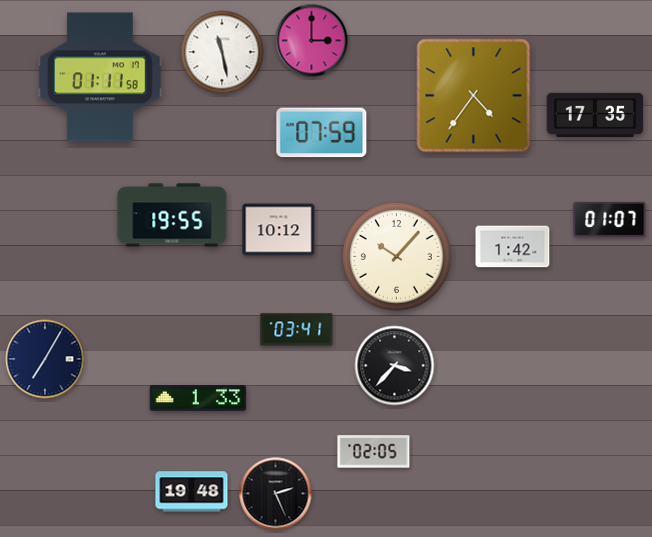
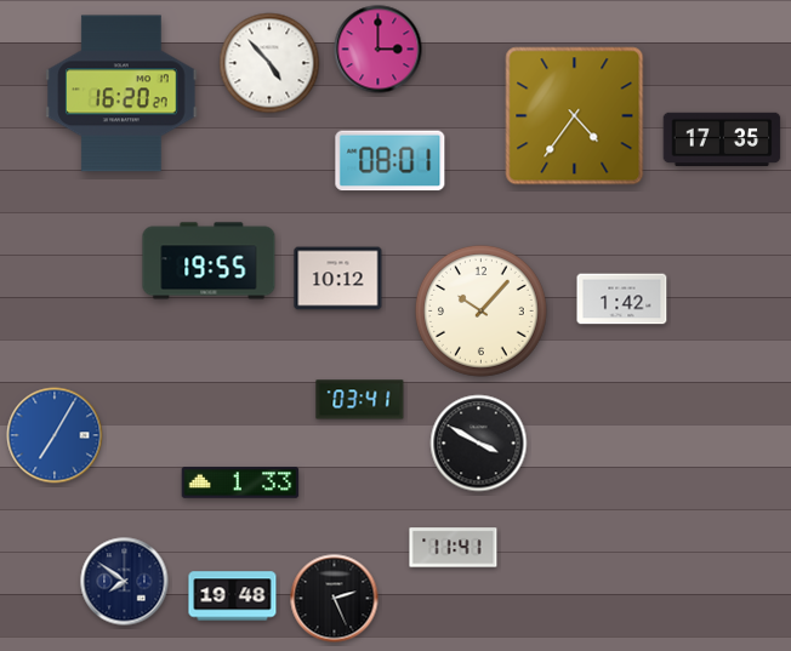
clock at (222, 52): 11:28 -> 4:53
clock at (100, 77): 01:11 -> 16:20
clock at (322, 133): 07:59 -> 08:01
clock at (610, 219): 01:07 -> none
clock at (45, 359) dial: navy -> blue
clock at (395, 366): 3:37 -> 3:50
clock at (374, 452): 02:05 -> 11:41
clock at (125, 582): none -> 7:51
